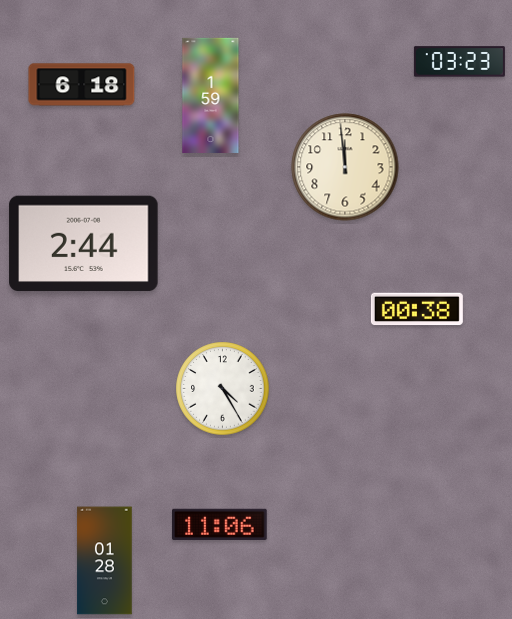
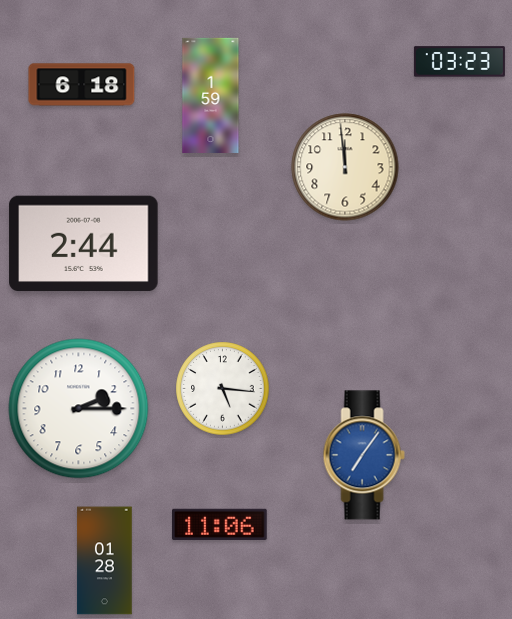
clock at (417, 309): 00:38 -> none
clock at (223, 389): 4:25 -> 5:16
clock at (79, 409): none -> 2:15
clock at (364, 455): none -> 7:06
